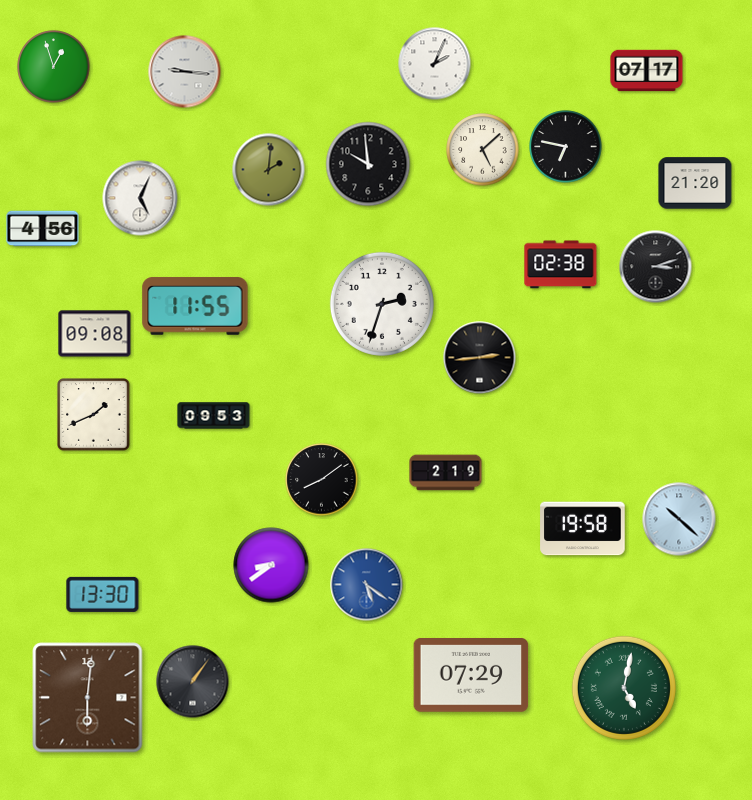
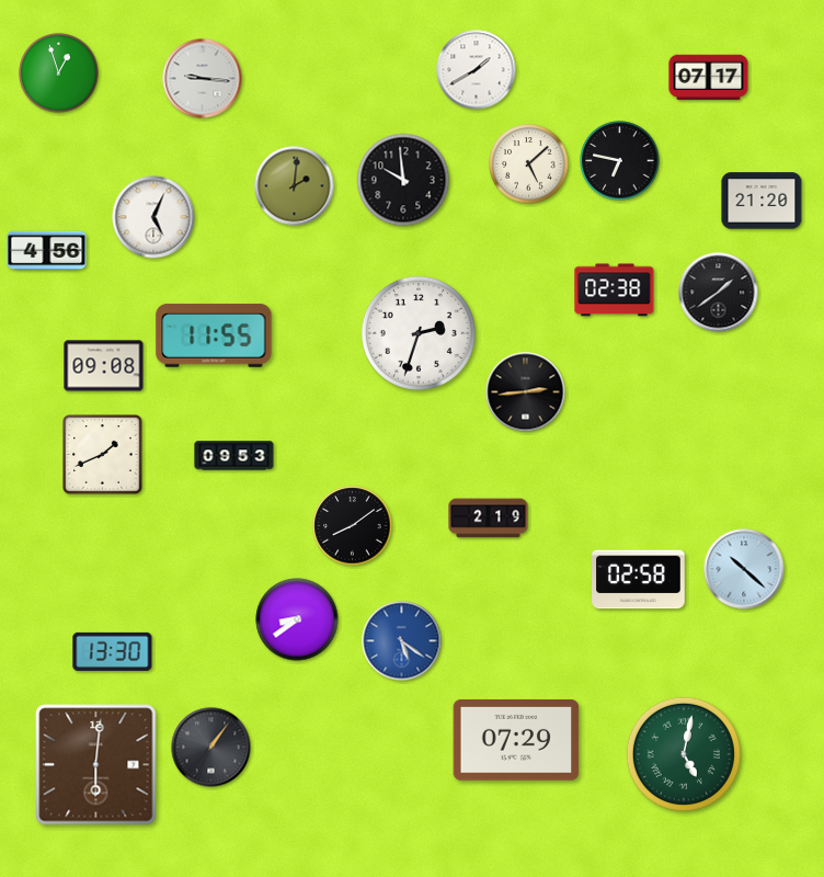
clock at (435, 64): 2:04 -> 1:40
clock at (656, 267): 3:12 -> 1:39
clock at (583, 529): 19:58 -> 02:58
